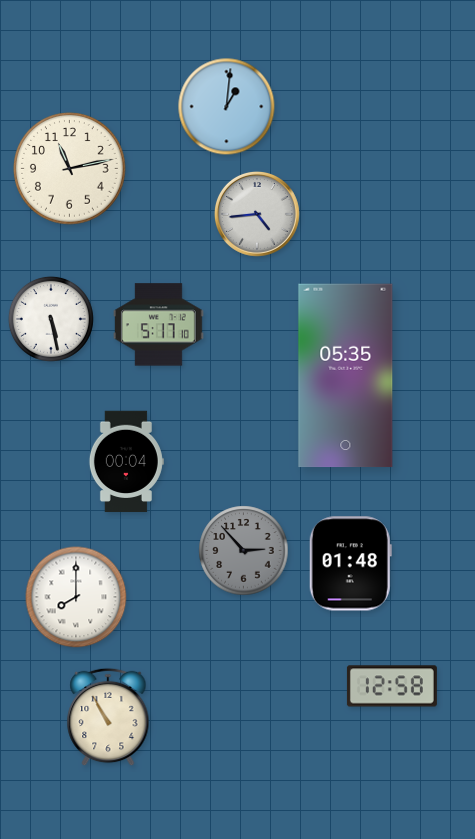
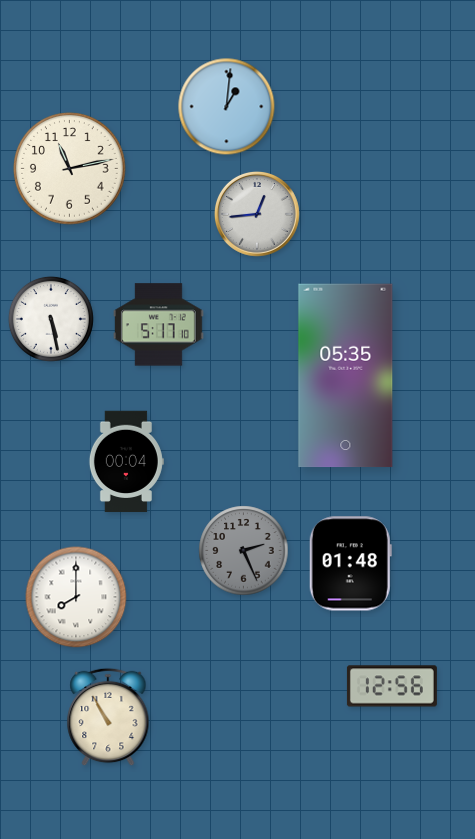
clock at (257, 214): 4:44 -> 12:44
clock at (244, 551): 2:53 -> 2:26
clock at (392, 686): 12:58 -> 12:56
